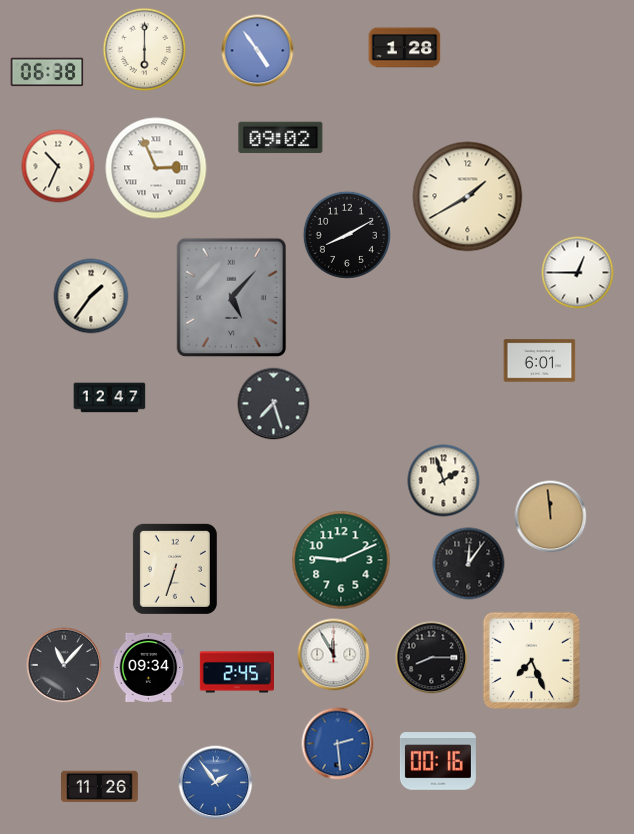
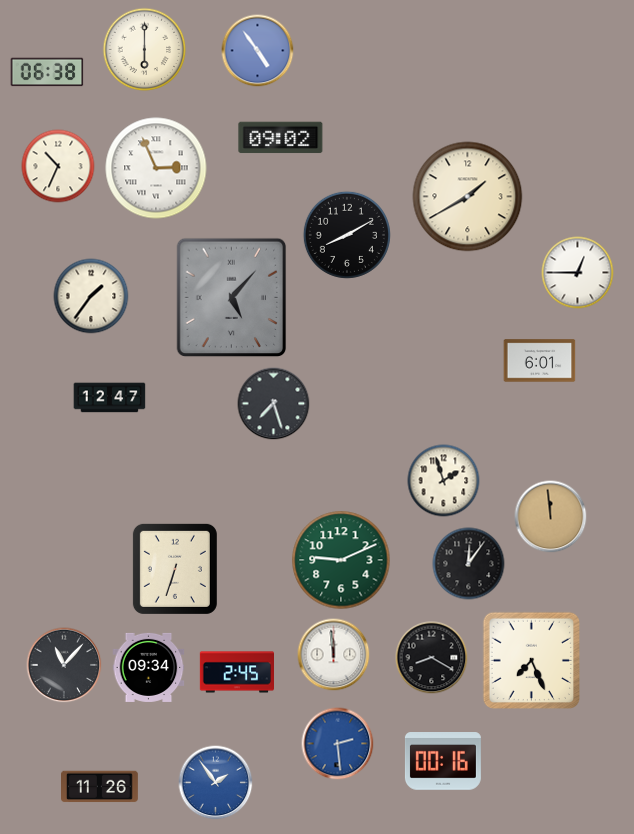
clock at (405, 48): 1:28 -> none
clock at (334, 655): 11:55 -> 11:59
clock at (432, 658): 8:15 -> 8:20
clock at (438, 761) position: (438, 761) -> (443, 761)
